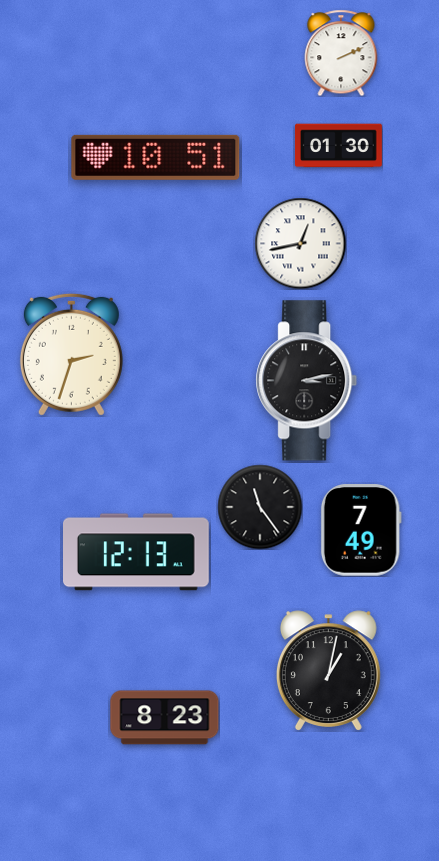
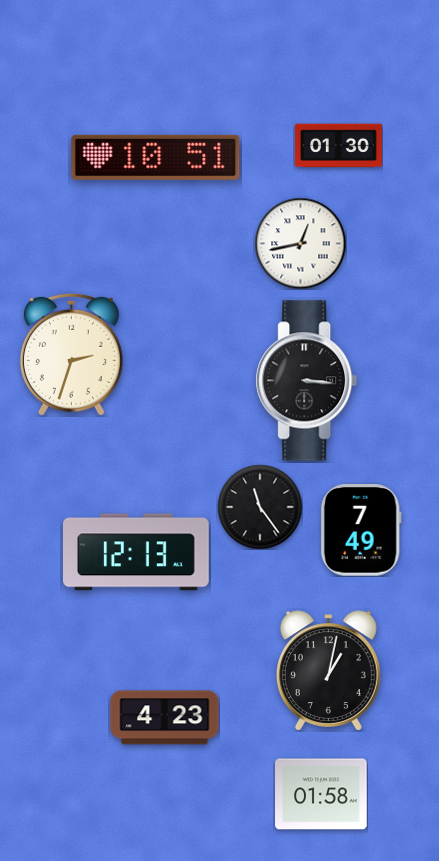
clock at (341, 53): 2:11 -> none
clock at (307, 381): 3:13 -> 3:16
clock at (165, 718): 8:23 -> 4:23
clock at (321, 794): none -> 01:58
